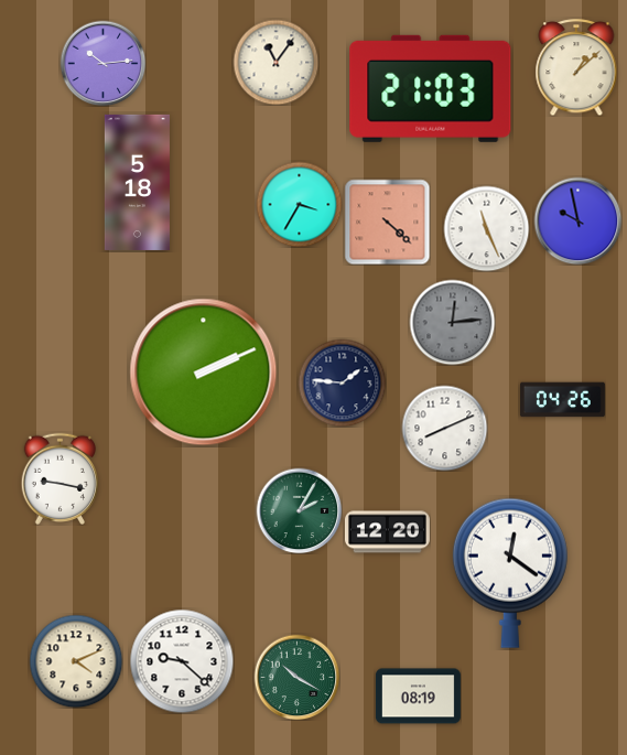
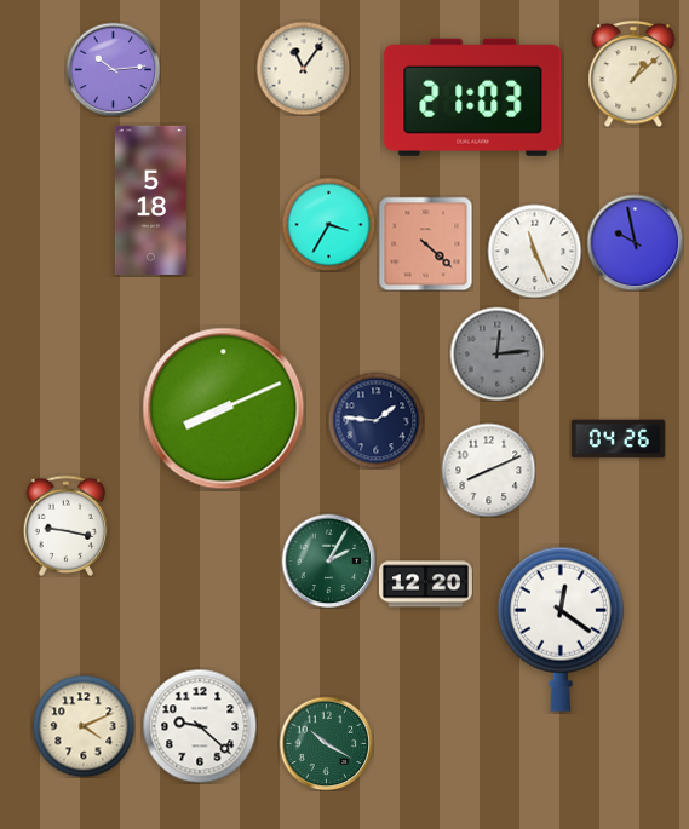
clock at (204, 373): 2:11 -> 8:11
clock at (418, 697): 08:19 -> none
